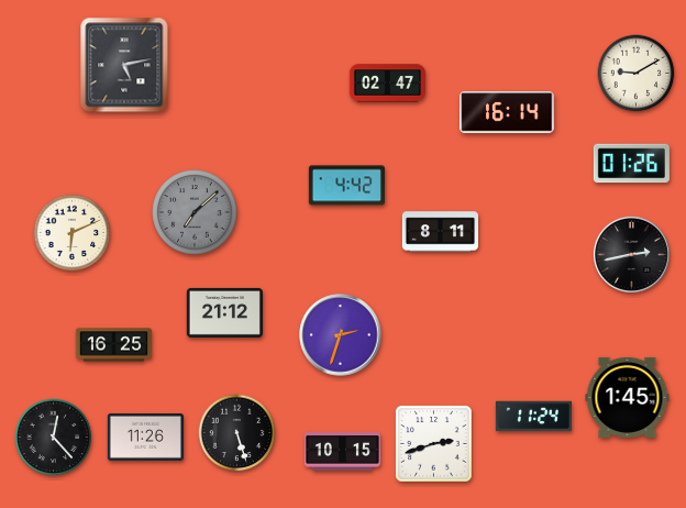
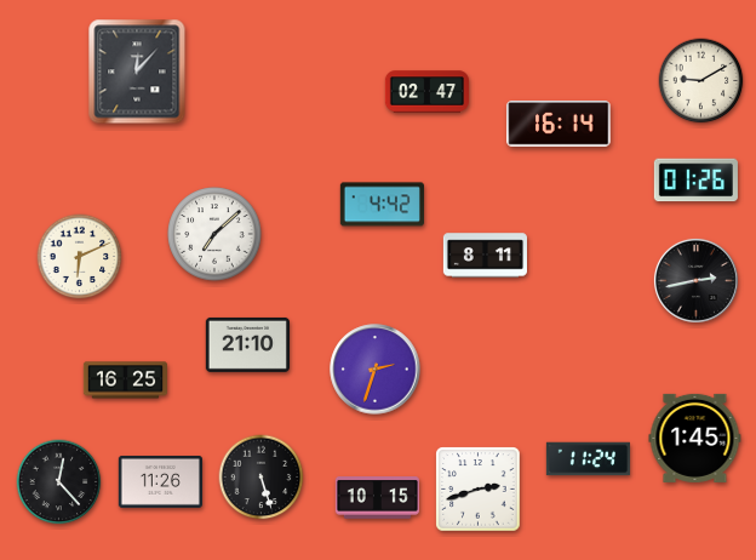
clock at (124, 65): 5:13 -> 12:07
clock at (195, 212) dial: grey -> white
clock at (224, 312): 21:12 -> 21:10
clock at (628, 397) position: (628, 397) -> (695, 438)
